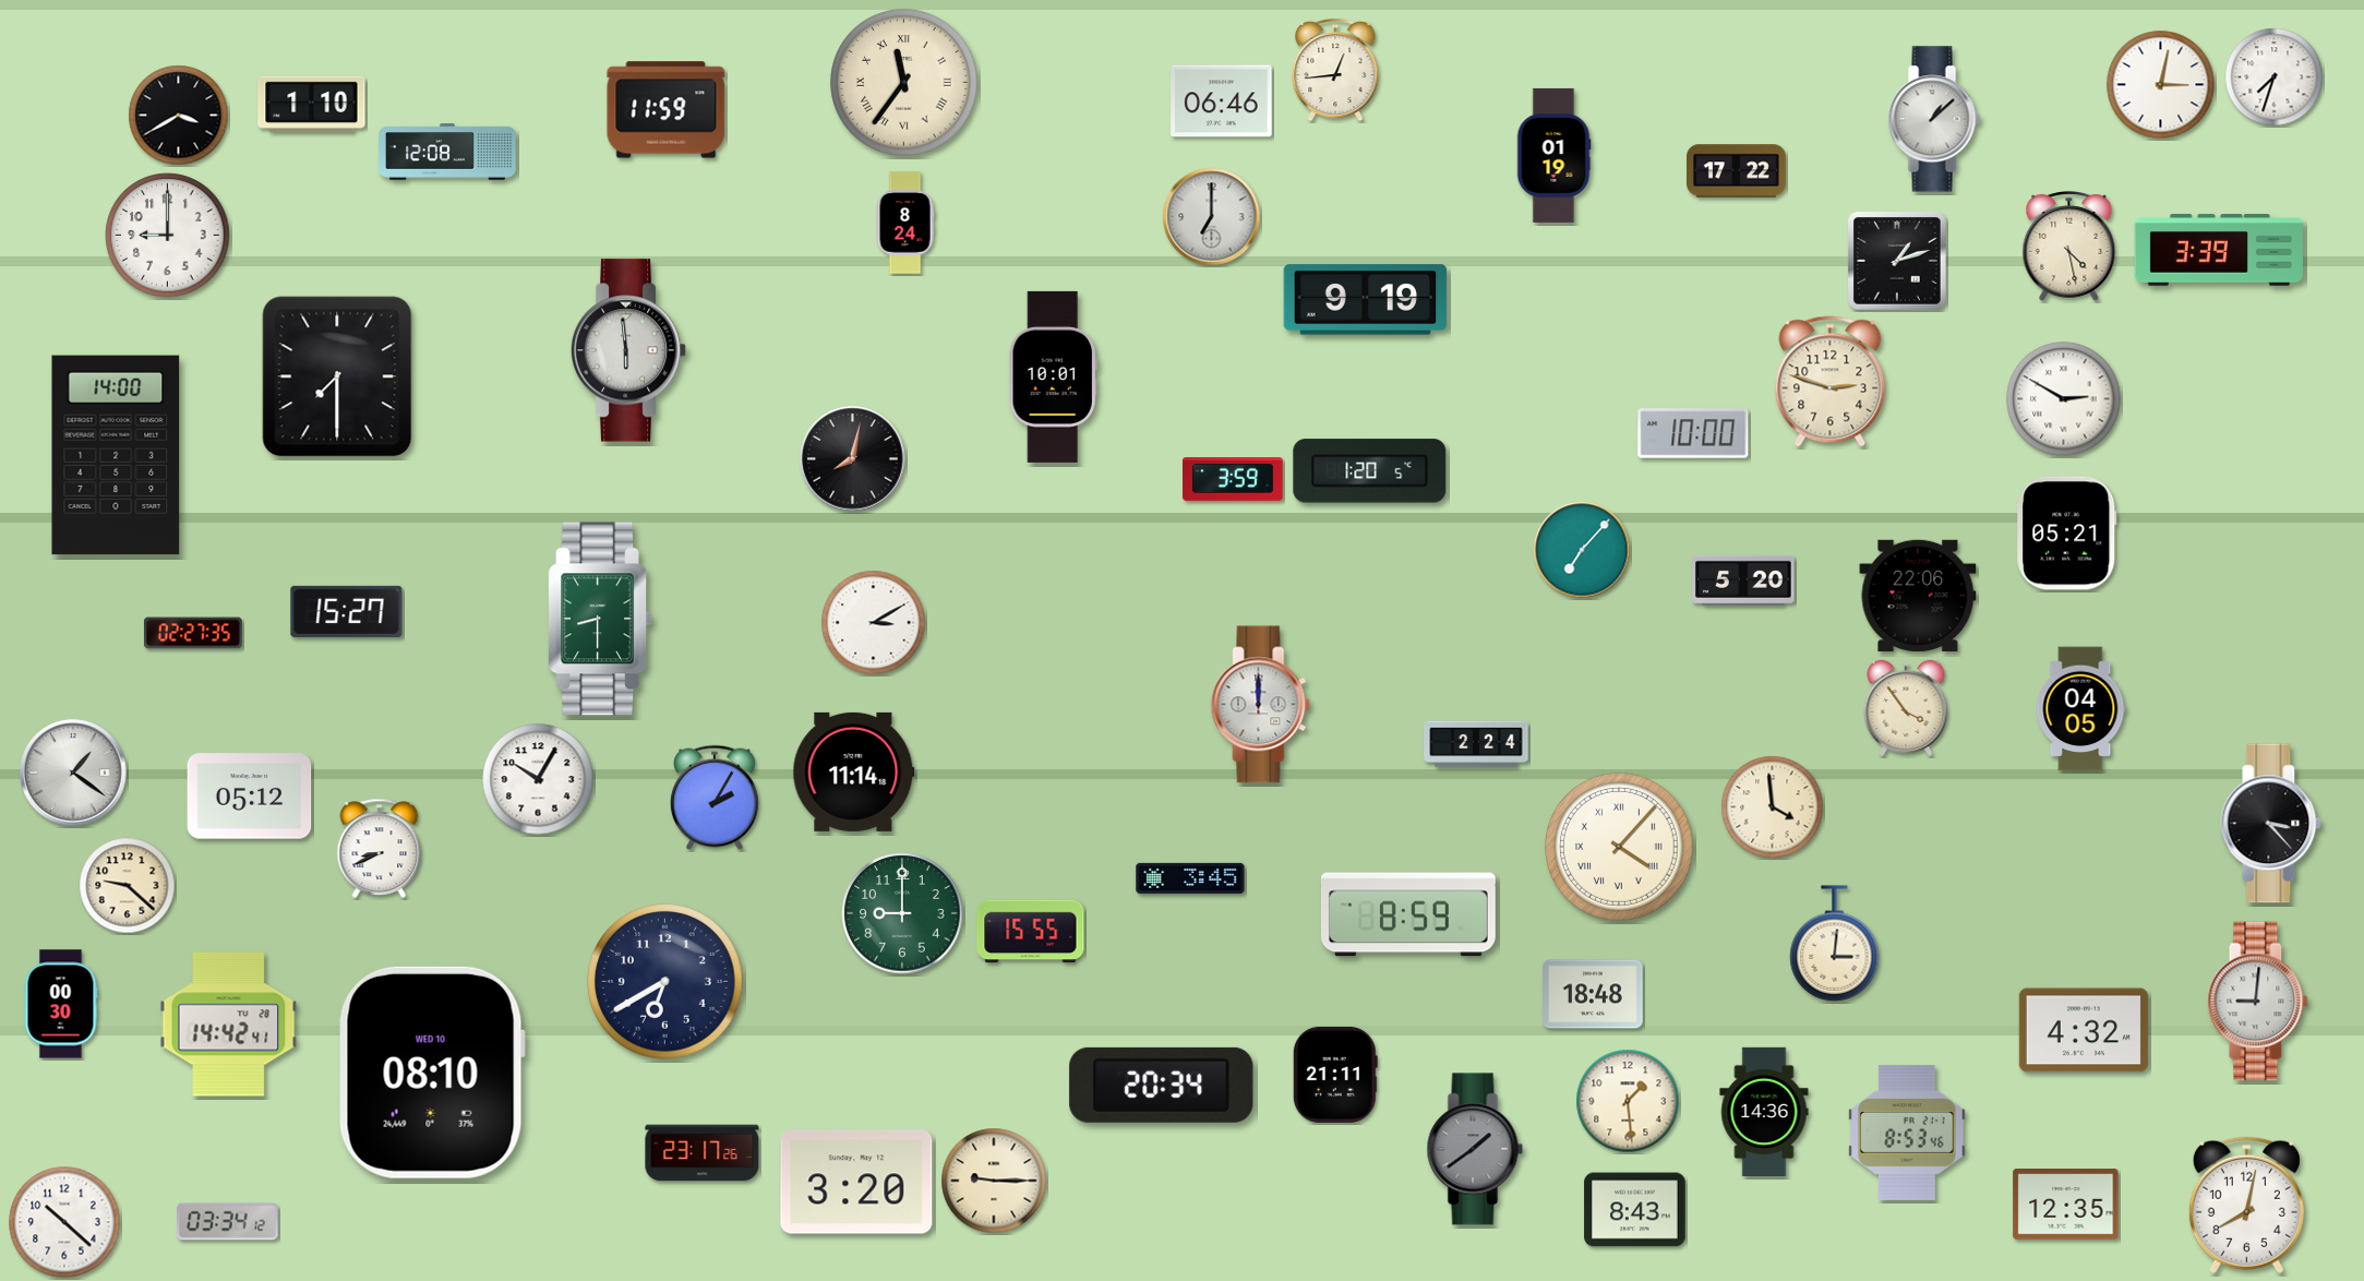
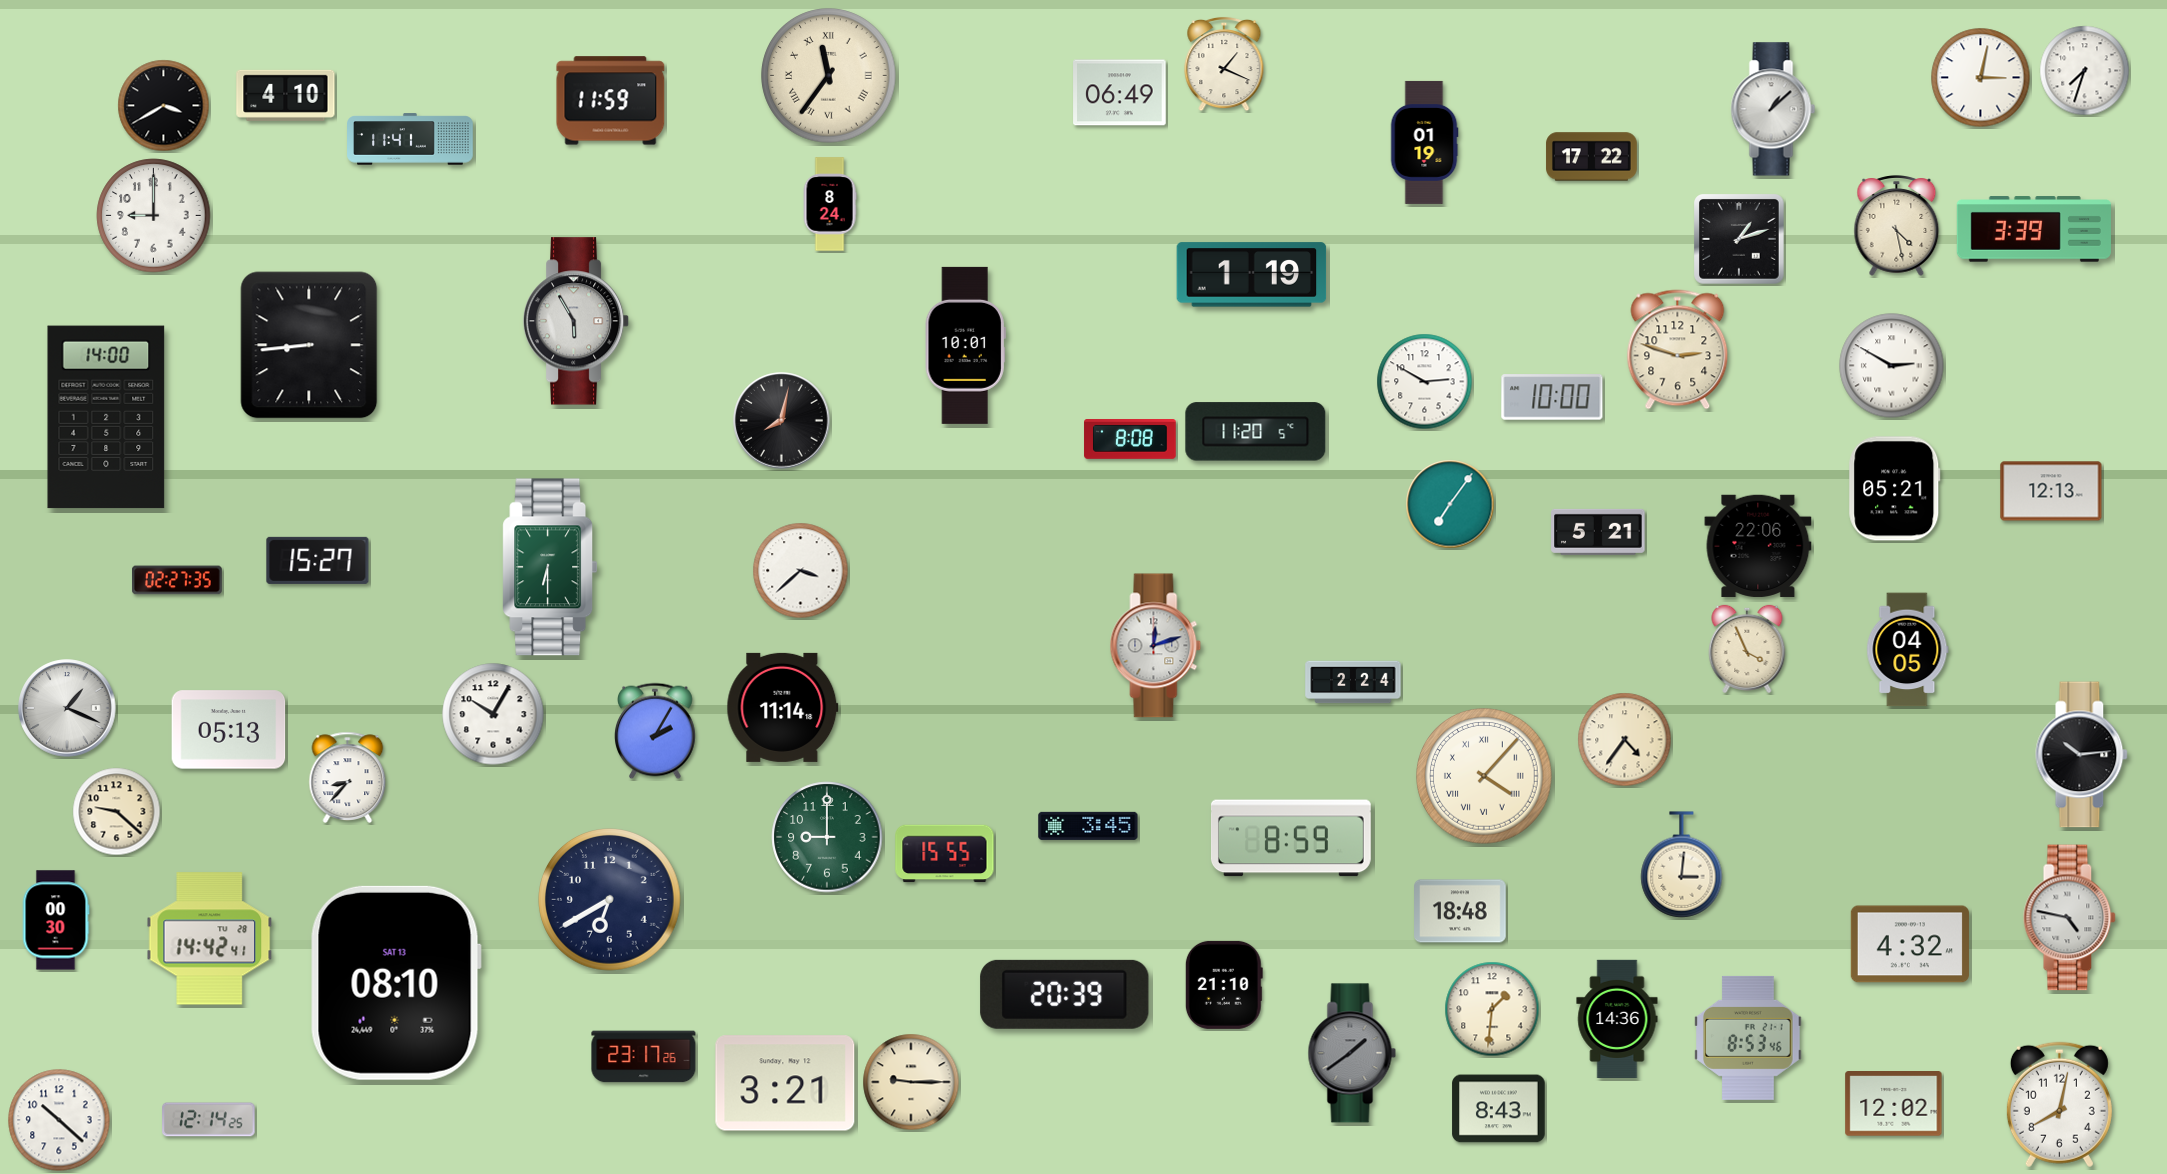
clock at (1335, 70): 12:44 -> 1:19
clock at (1222, 101): 06:46 -> 06:49
clock at (312, 104): 1:10 -> 4:10
clock at (447, 152): 12:08 -> 11:41
clock at (1212, 217): 7:00 -> none
clock at (1366, 300): 9:19 -> 1:19
clock at (628, 350): 5:59 -> 5:55
clock at (337, 376): 7:30 -> 8:44
clock at (1425, 382): none -> 2:50
clock at (1370, 471): 1:20 -> 11:20
clock at (1233, 480): 3:59 -> 8:08
clock at (2051, 491): none -> 12:13
clock at (1582, 550): 7:07 -> 7:06
clock at (1743, 580): 5:20 -> 5:21
clock at (600, 619): 8:30 -> 6:30
clock at (874, 623): 3:10 -> 3:38
clock at (1261, 705): 12:00 -> 12:12
clock at (1906, 708): 3:54 -> 3:56
clock at (73, 773): 1:21 -> 1:19
clock at (250, 797): 05:12 -> 05:13
clock at (1773, 807): 3:59 -> 4:36
clock at (2271, 824): 3:23 -> 10:14
clock at (380, 848): 8:41 -> 8:37
clock at (1190, 878) position: (1190, 878) -> (1088, 826)
clock at (2258, 1002): 9:01 -> 4:47
clock at (432, 1073) date: WED 10 -> SAT 13
clock at (1335, 1075): 21:11 -> 21:10
clock at (1162, 1085): 20:34 -> 20:39
clock at (1628, 1101): 1:29 -> 1:31
clock at (856, 1182): 3:20 -> 3:21
clock at (2066, 1205): 12:35 -> 12:02
clock at (228, 1222): 03:34 -> 12:14
